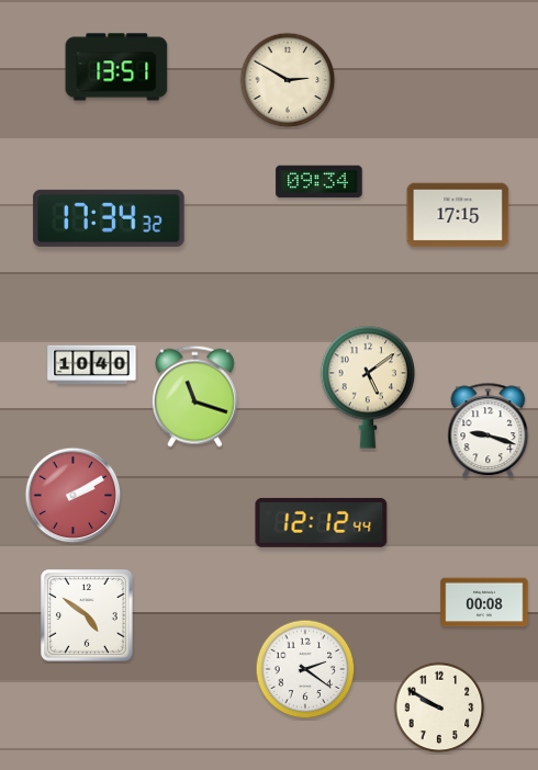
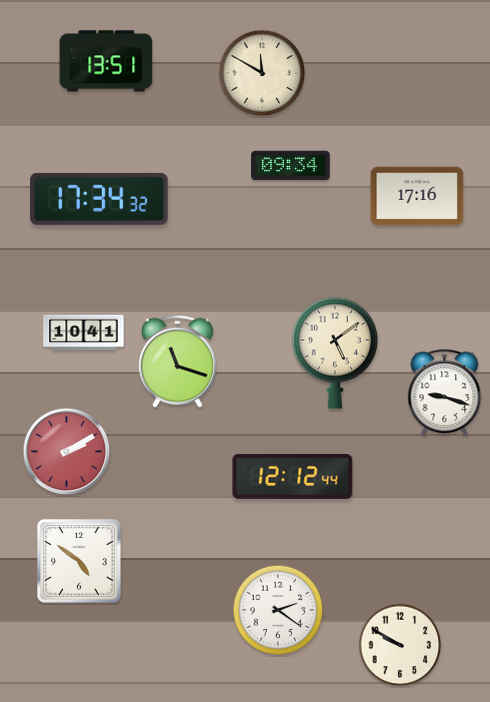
clock at (288, 80): 2:50 -> 11:50
clock at (458, 215): 17:15 -> 17:16
clock at (92, 364): 10:40 -> 10:41
clock at (484, 602): 00:08 -> none
